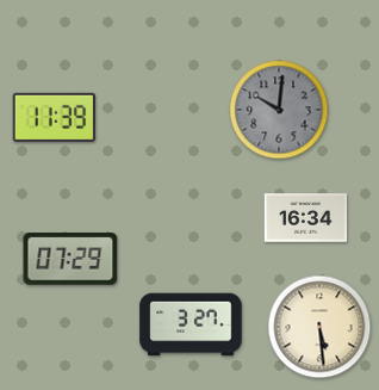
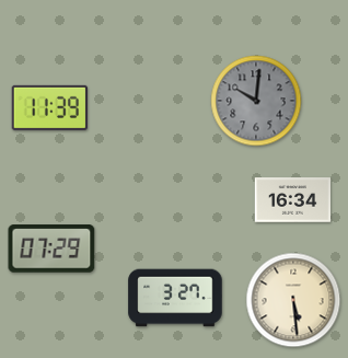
clock at (306, 218) position: (306, 218) -> (293, 200)
clock at (70, 259) position: (70, 259) -> (51, 249)
